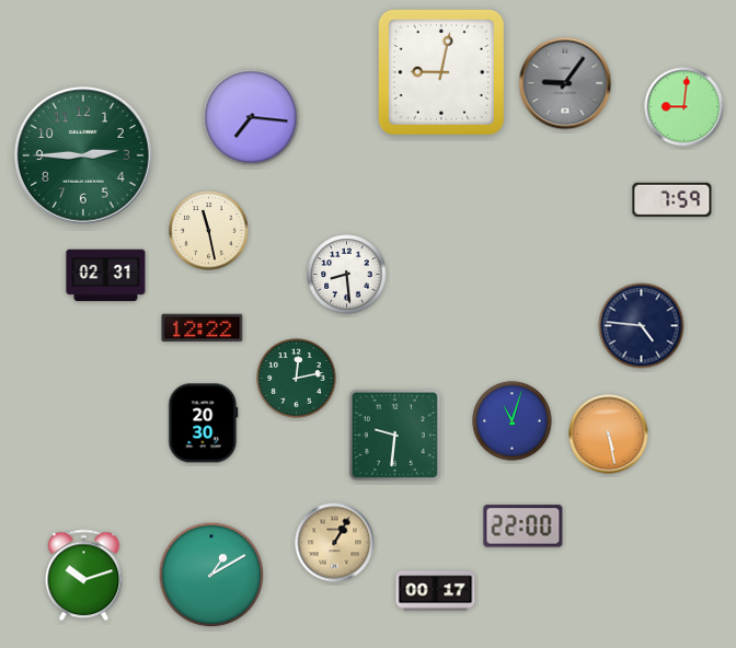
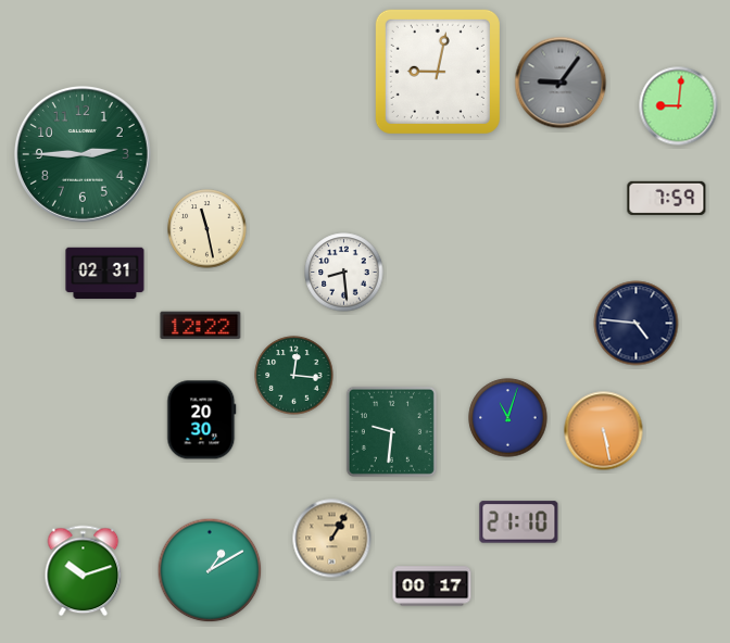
clock at (251, 117): 7:16 -> none
clock at (297, 379): 12:13 -> 12:16
clock at (524, 526): 22:00 -> 21:10
